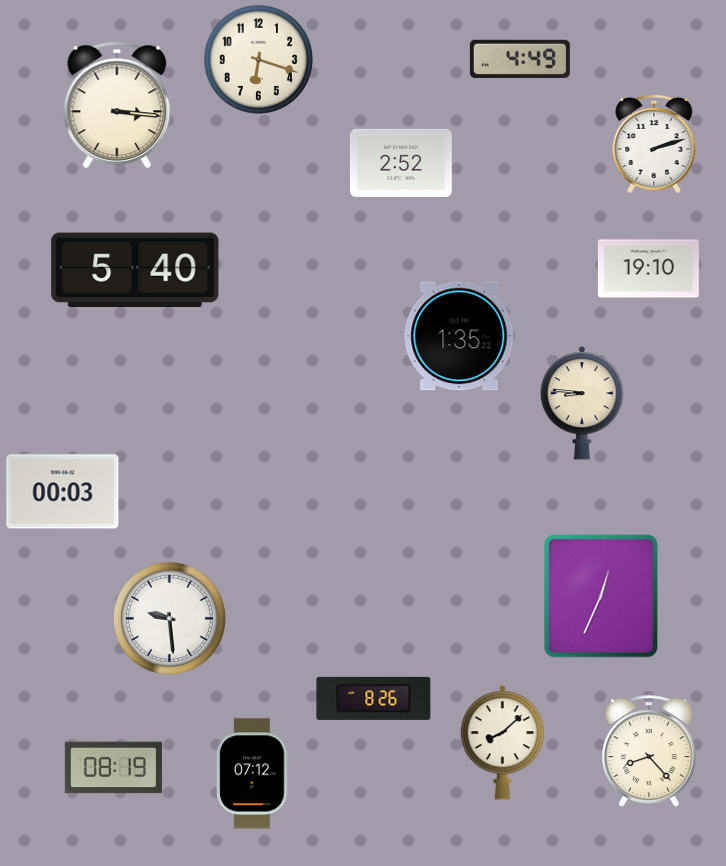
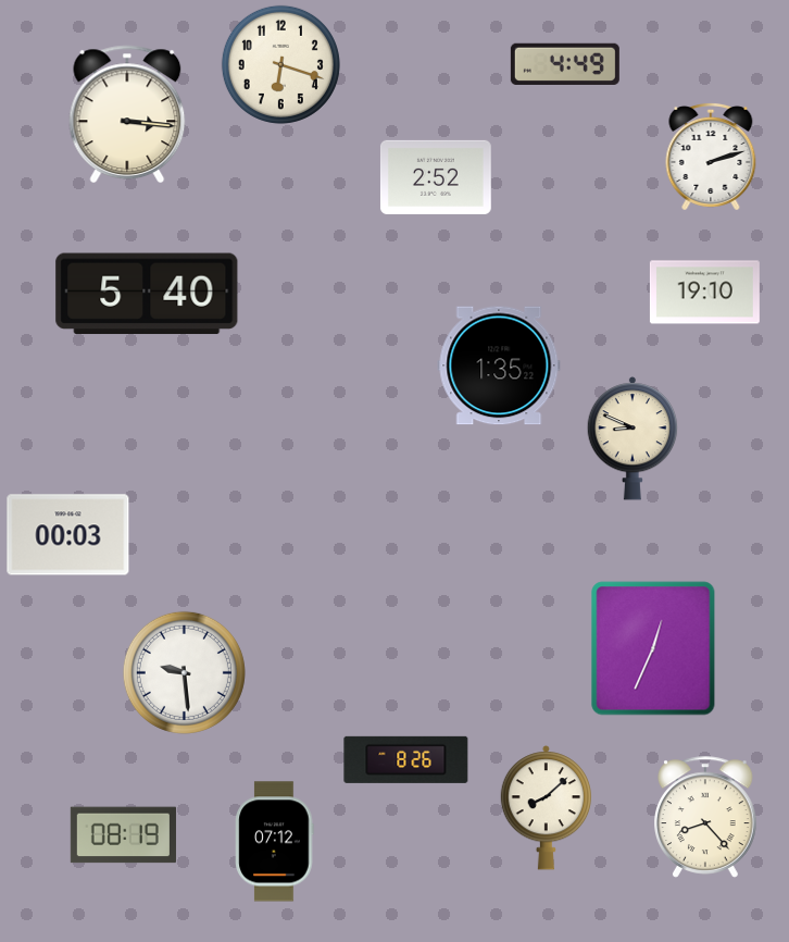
clock at (582, 403): 8:46 -> 8:49
